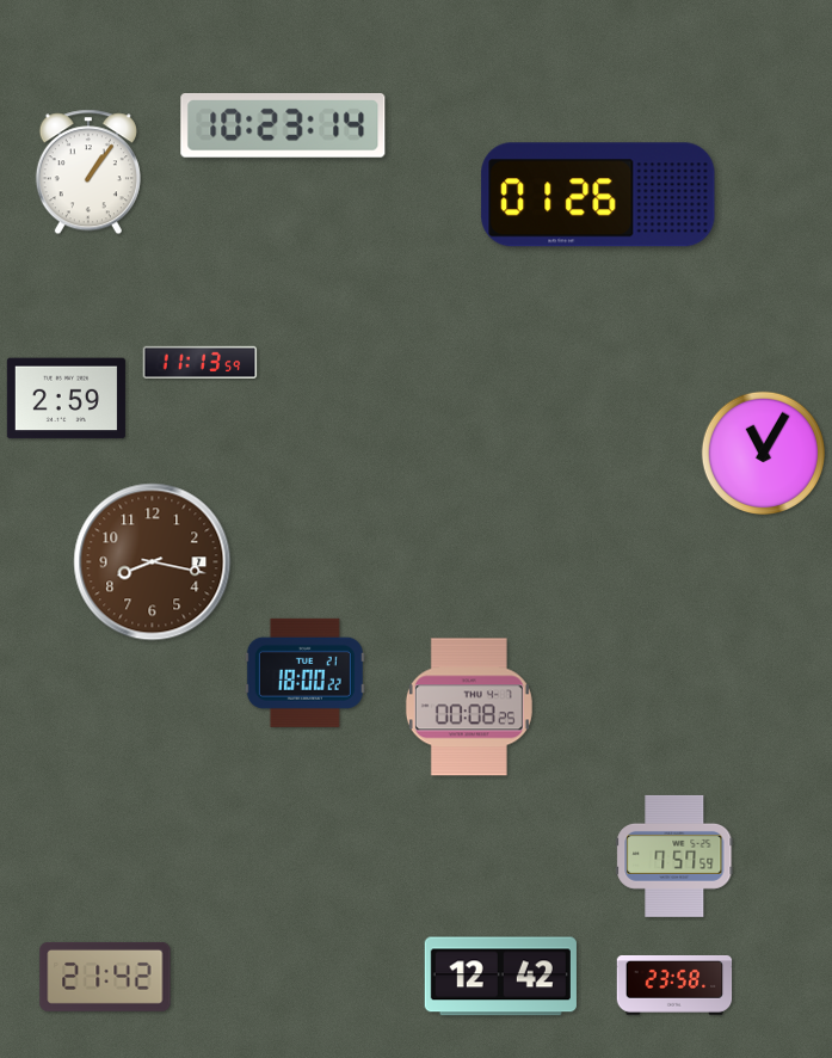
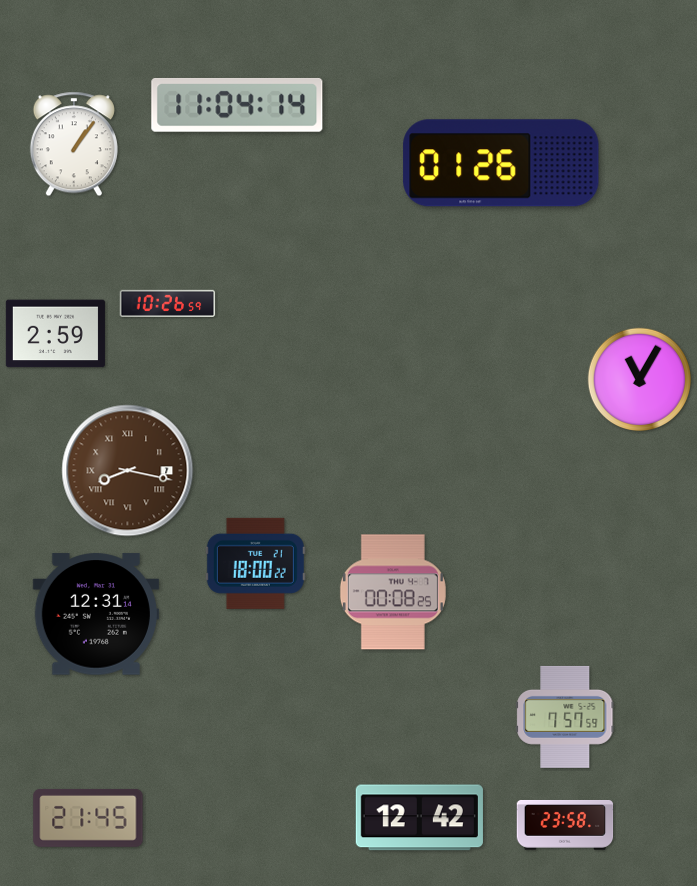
clock at (283, 125): 10:23 -> 11:04
clock at (201, 362): 11:13 -> 10:26
clock at (153, 562) numerals: Arabic -> Roman
clock at (96, 614): none -> 12:31
clock at (105, 977): 21:42 -> 21:45
